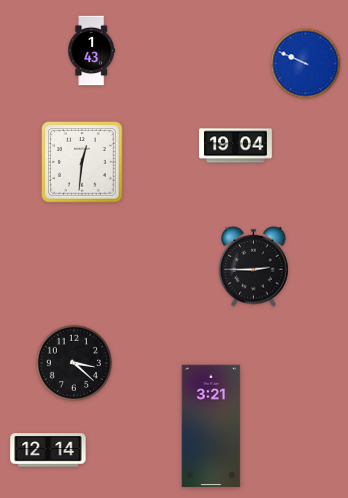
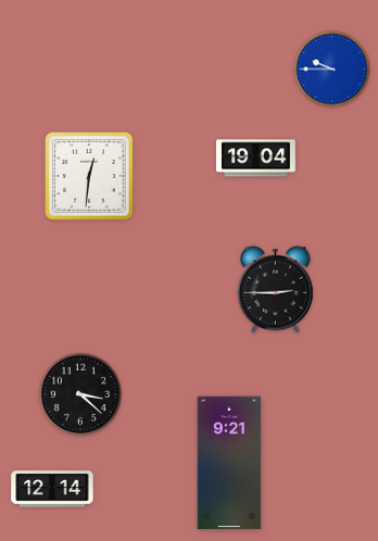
clock at (91, 51): 1:43 -> none
clock at (306, 64): 9:49 -> 9:45
clock at (211, 426): 3:21 -> 9:21
